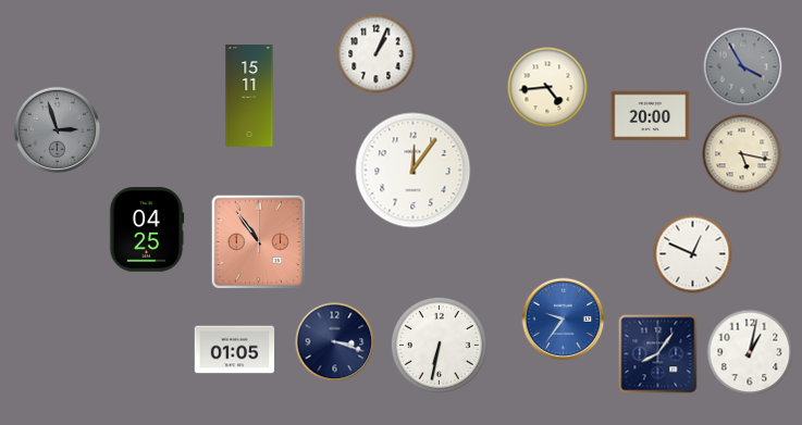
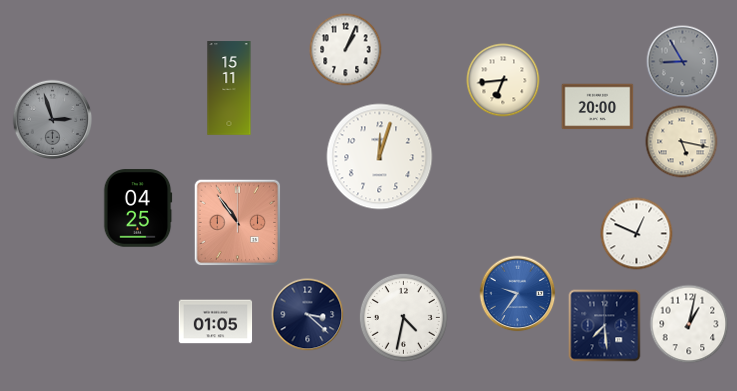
clock at (743, 67): 3:55 -> 8:55
clock at (547, 87): 4:44 -> 6:44
clock at (414, 171): 12:06 -> 12:03
clock at (147, 229) position: (147, 229) -> (138, 208)
clock at (335, 342): 3:18 -> 3:22
clock at (439, 345): 6:32 -> 4:32
clock at (658, 354): 8:06 -> 7:29
